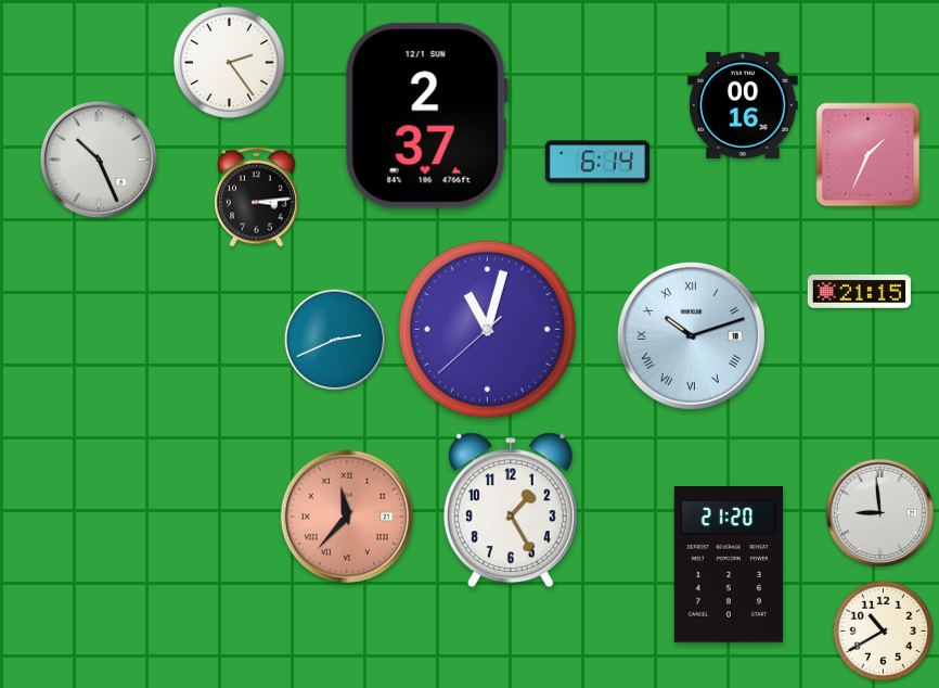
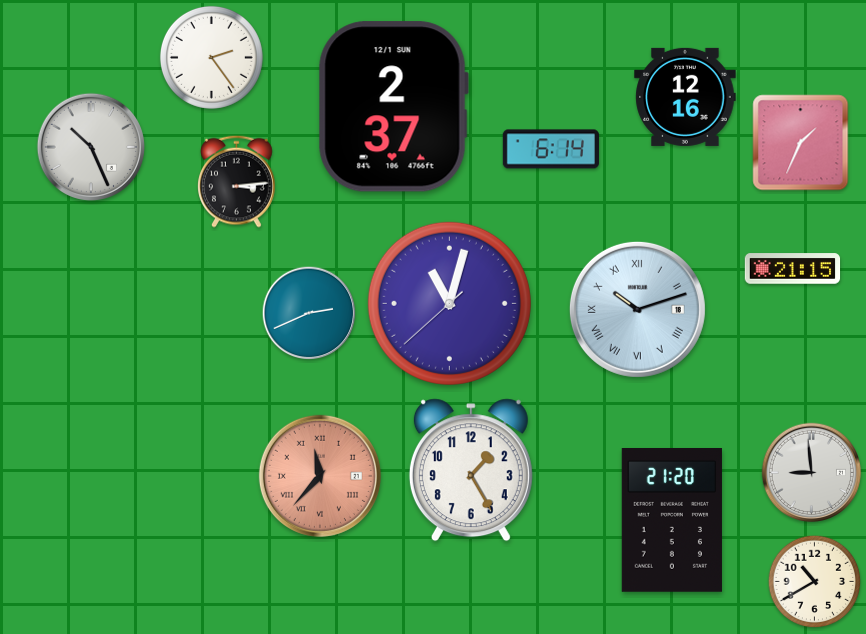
clock at (743, 105): 00:16 -> 12:16
